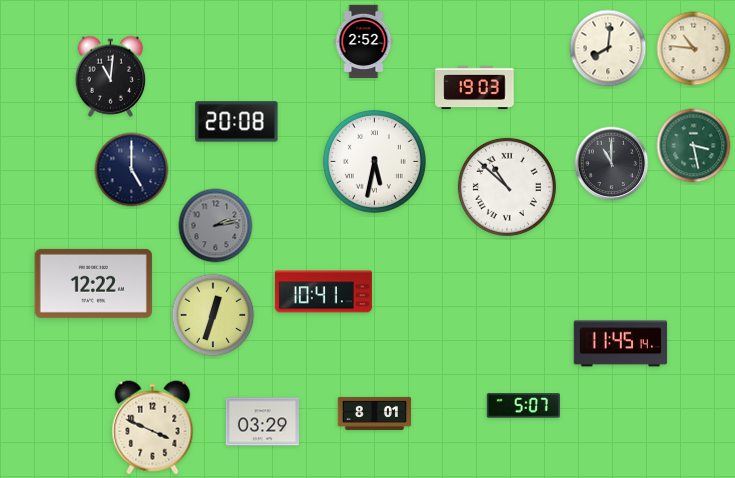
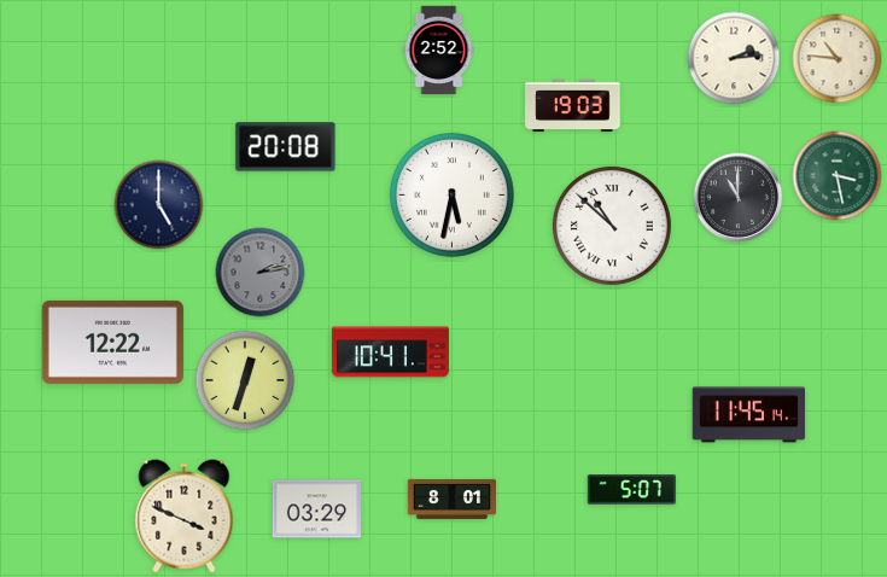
clock at (608, 48): 8:01 -> 2:14
clock at (111, 76): 11:01 -> none
clock at (213, 315) position: (213, 315) -> (245, 380)
